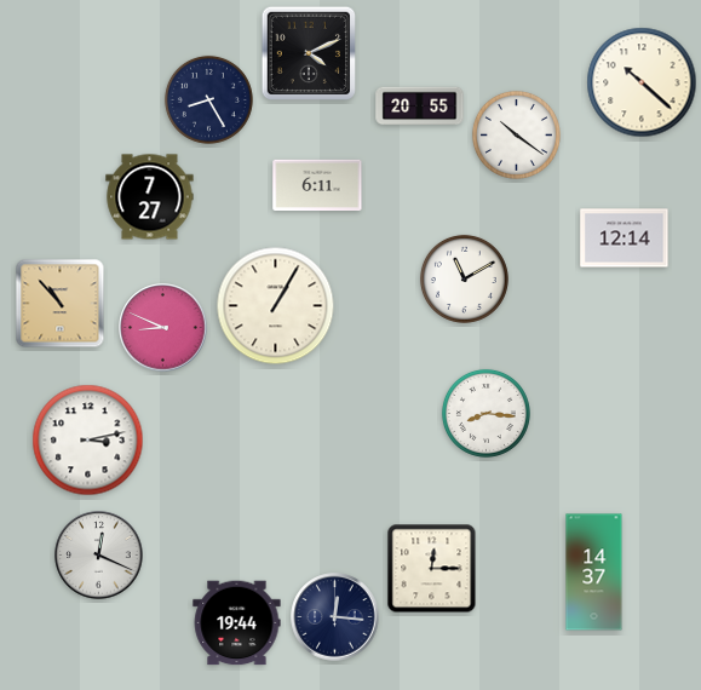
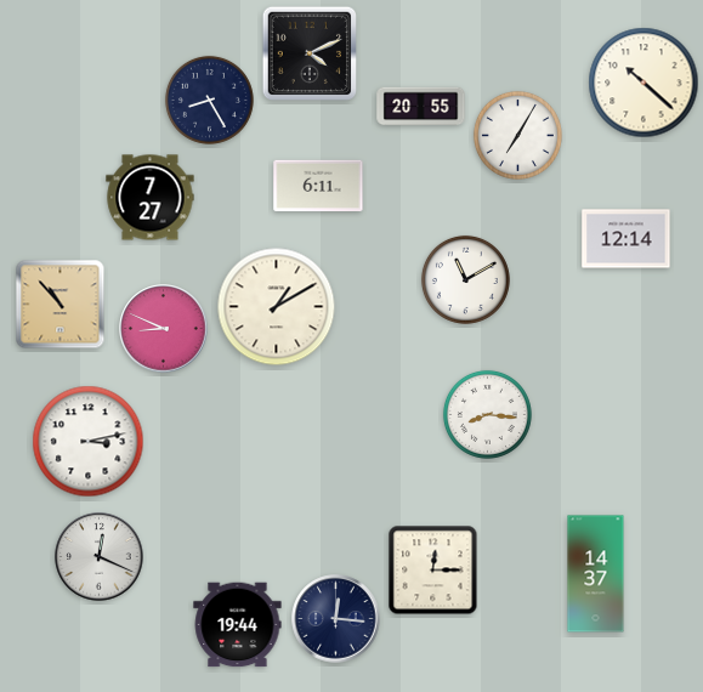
clock at (516, 134): 10:21 -> 7:05
clock at (276, 306): 1:05 -> 1:10
